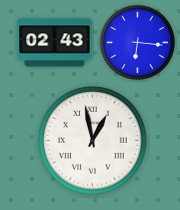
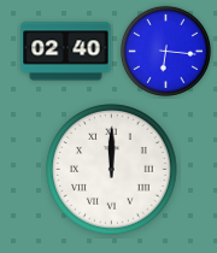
clock at (55, 43): 02:43 -> 02:40
clock at (93, 141): 12:58 -> 12:00
